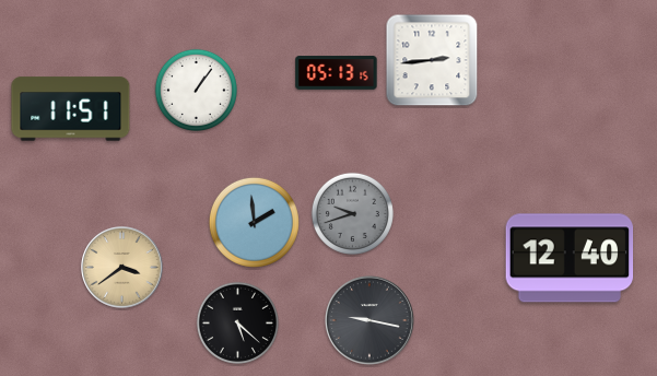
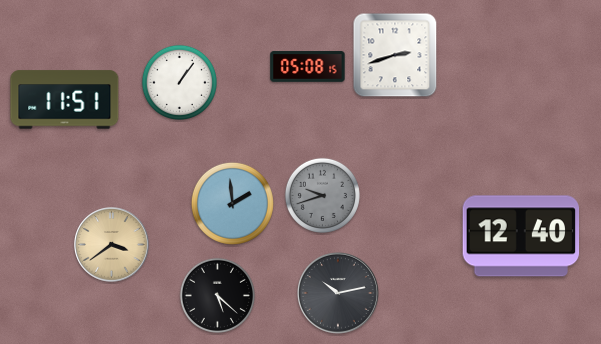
clock at (432, 60): 2:44 -> 2:42
clock at (337, 73): 05:13 -> 05:08
clock at (371, 321): 9:17 -> 10:13
